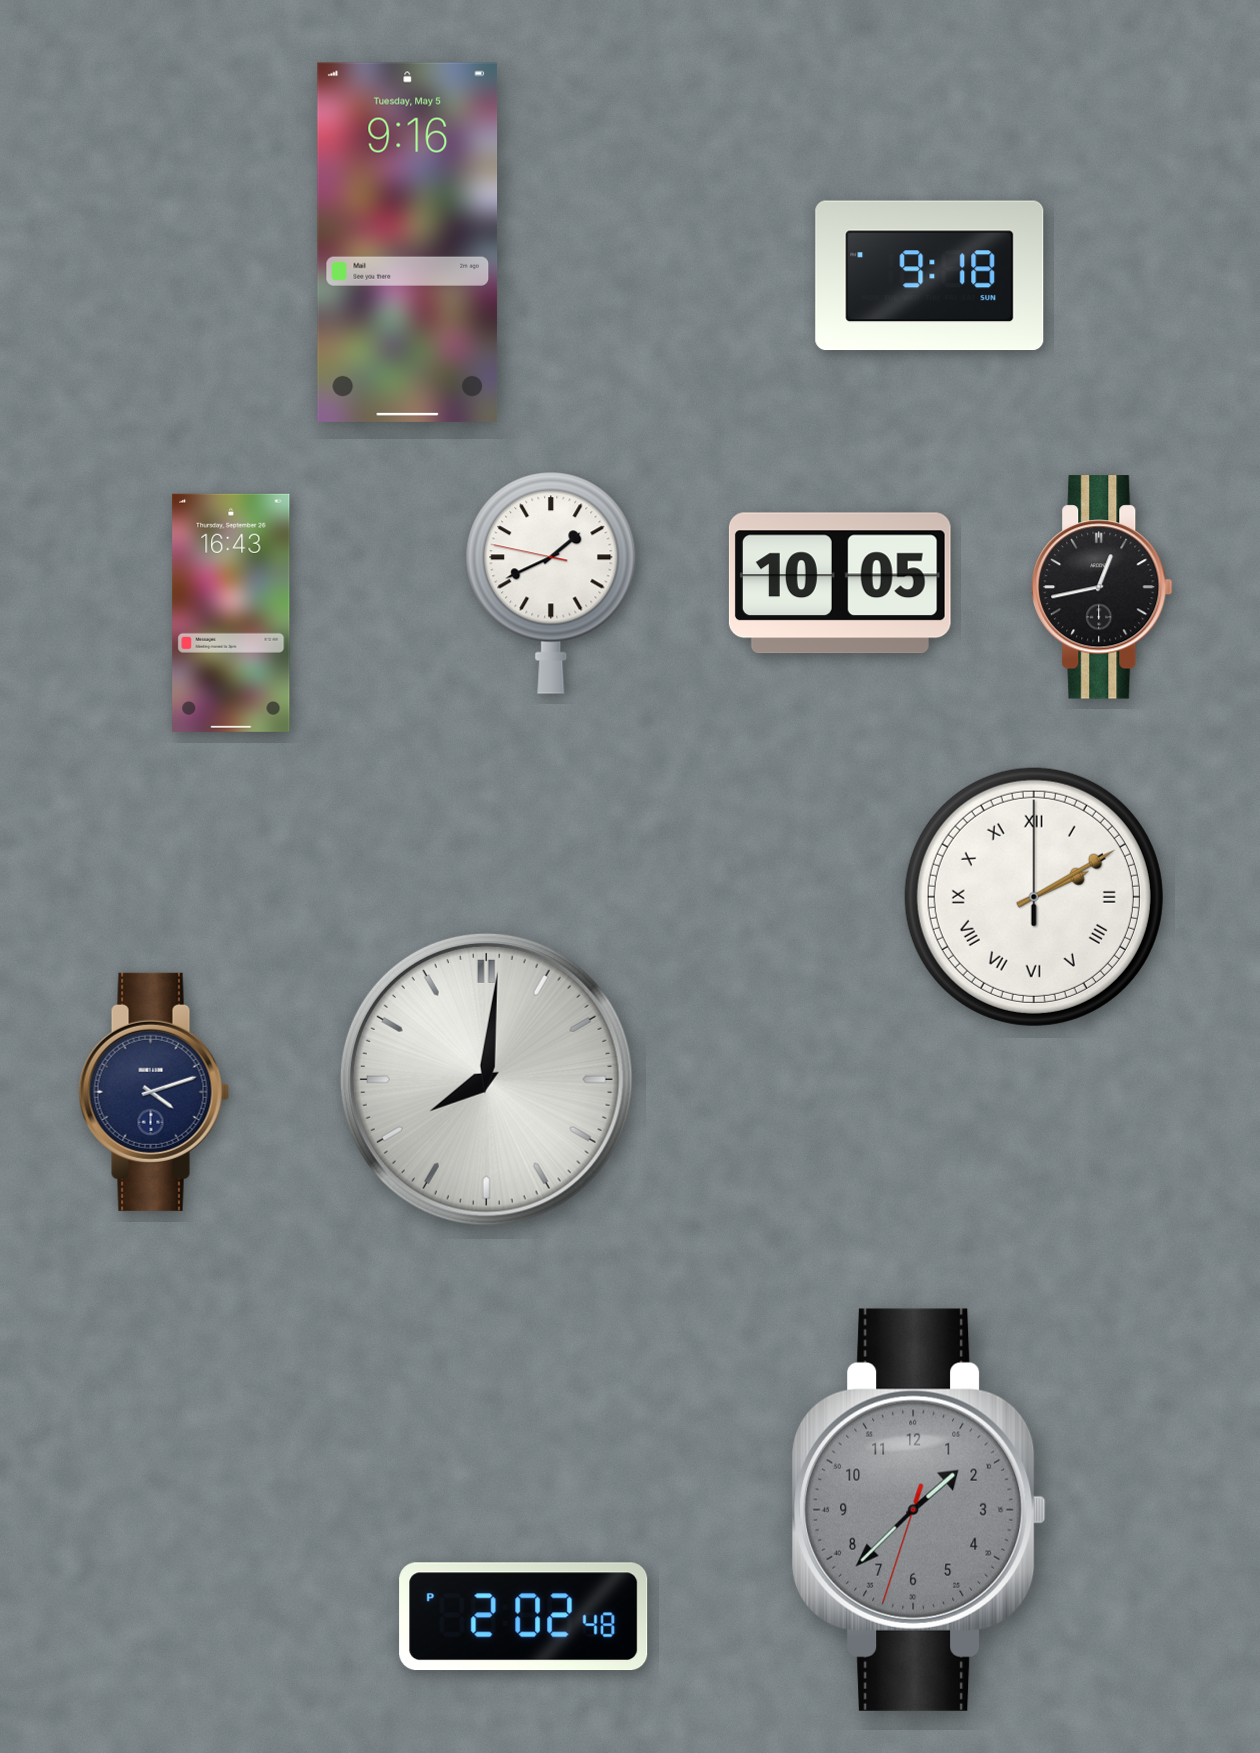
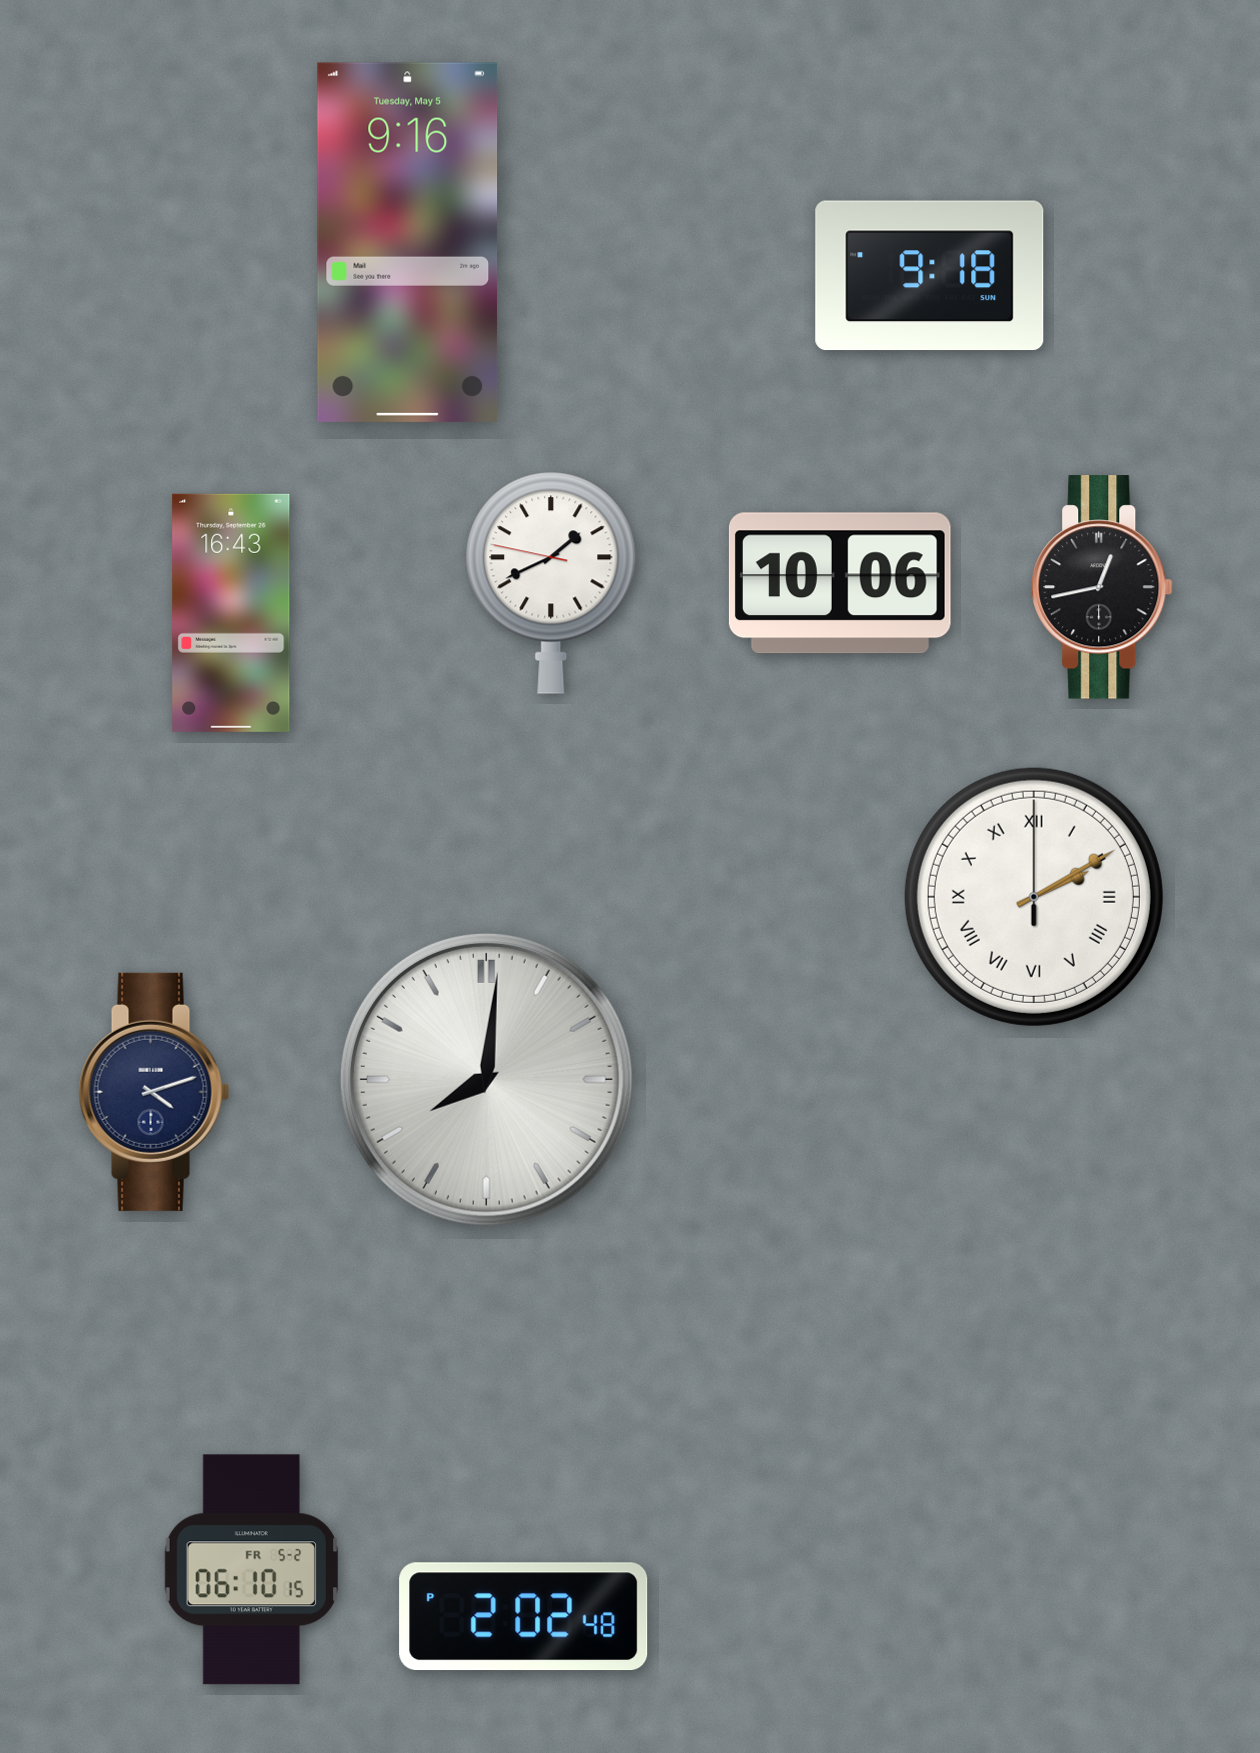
clock at (840, 583): 10:05 -> 10:06
clock at (919, 1510): 1:37 -> none
clock at (251, 1570): none -> 06:10
